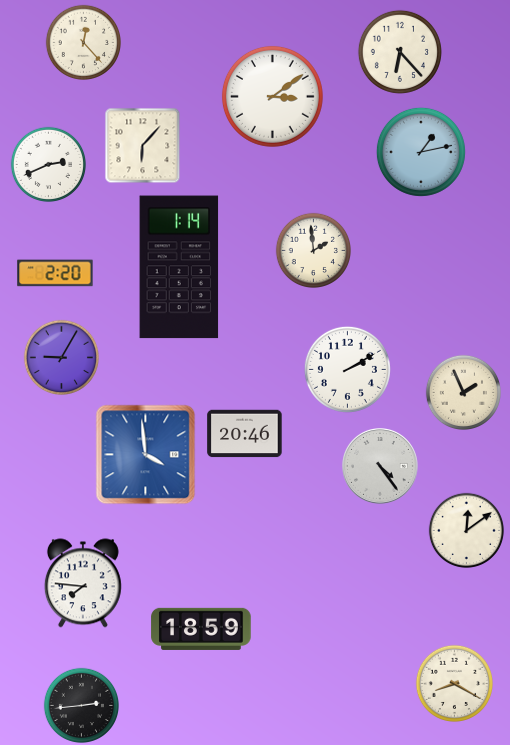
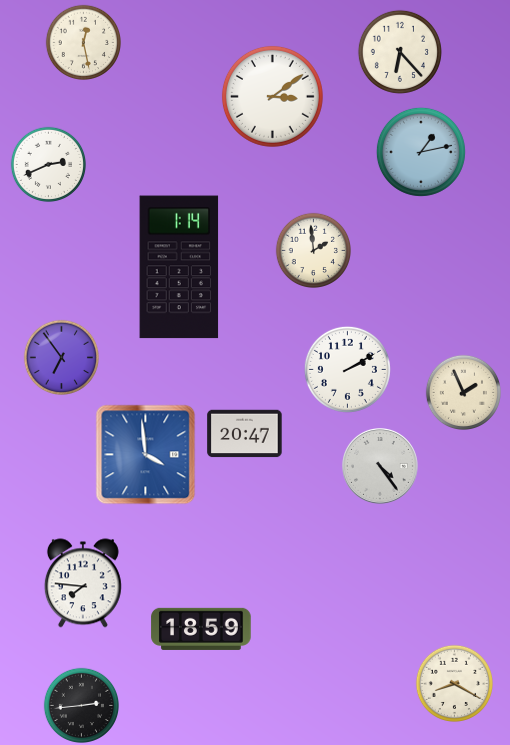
clock at (83, 42): 12:23 -> 12:28
clock at (143, 146): 6:07 -> none
clock at (55, 273): 2:20 -> none
clock at (61, 357): 9:05 -> 6:54
clock at (245, 434): 20:46 -> 20:47
clock at (466, 530): 12:09 -> none
